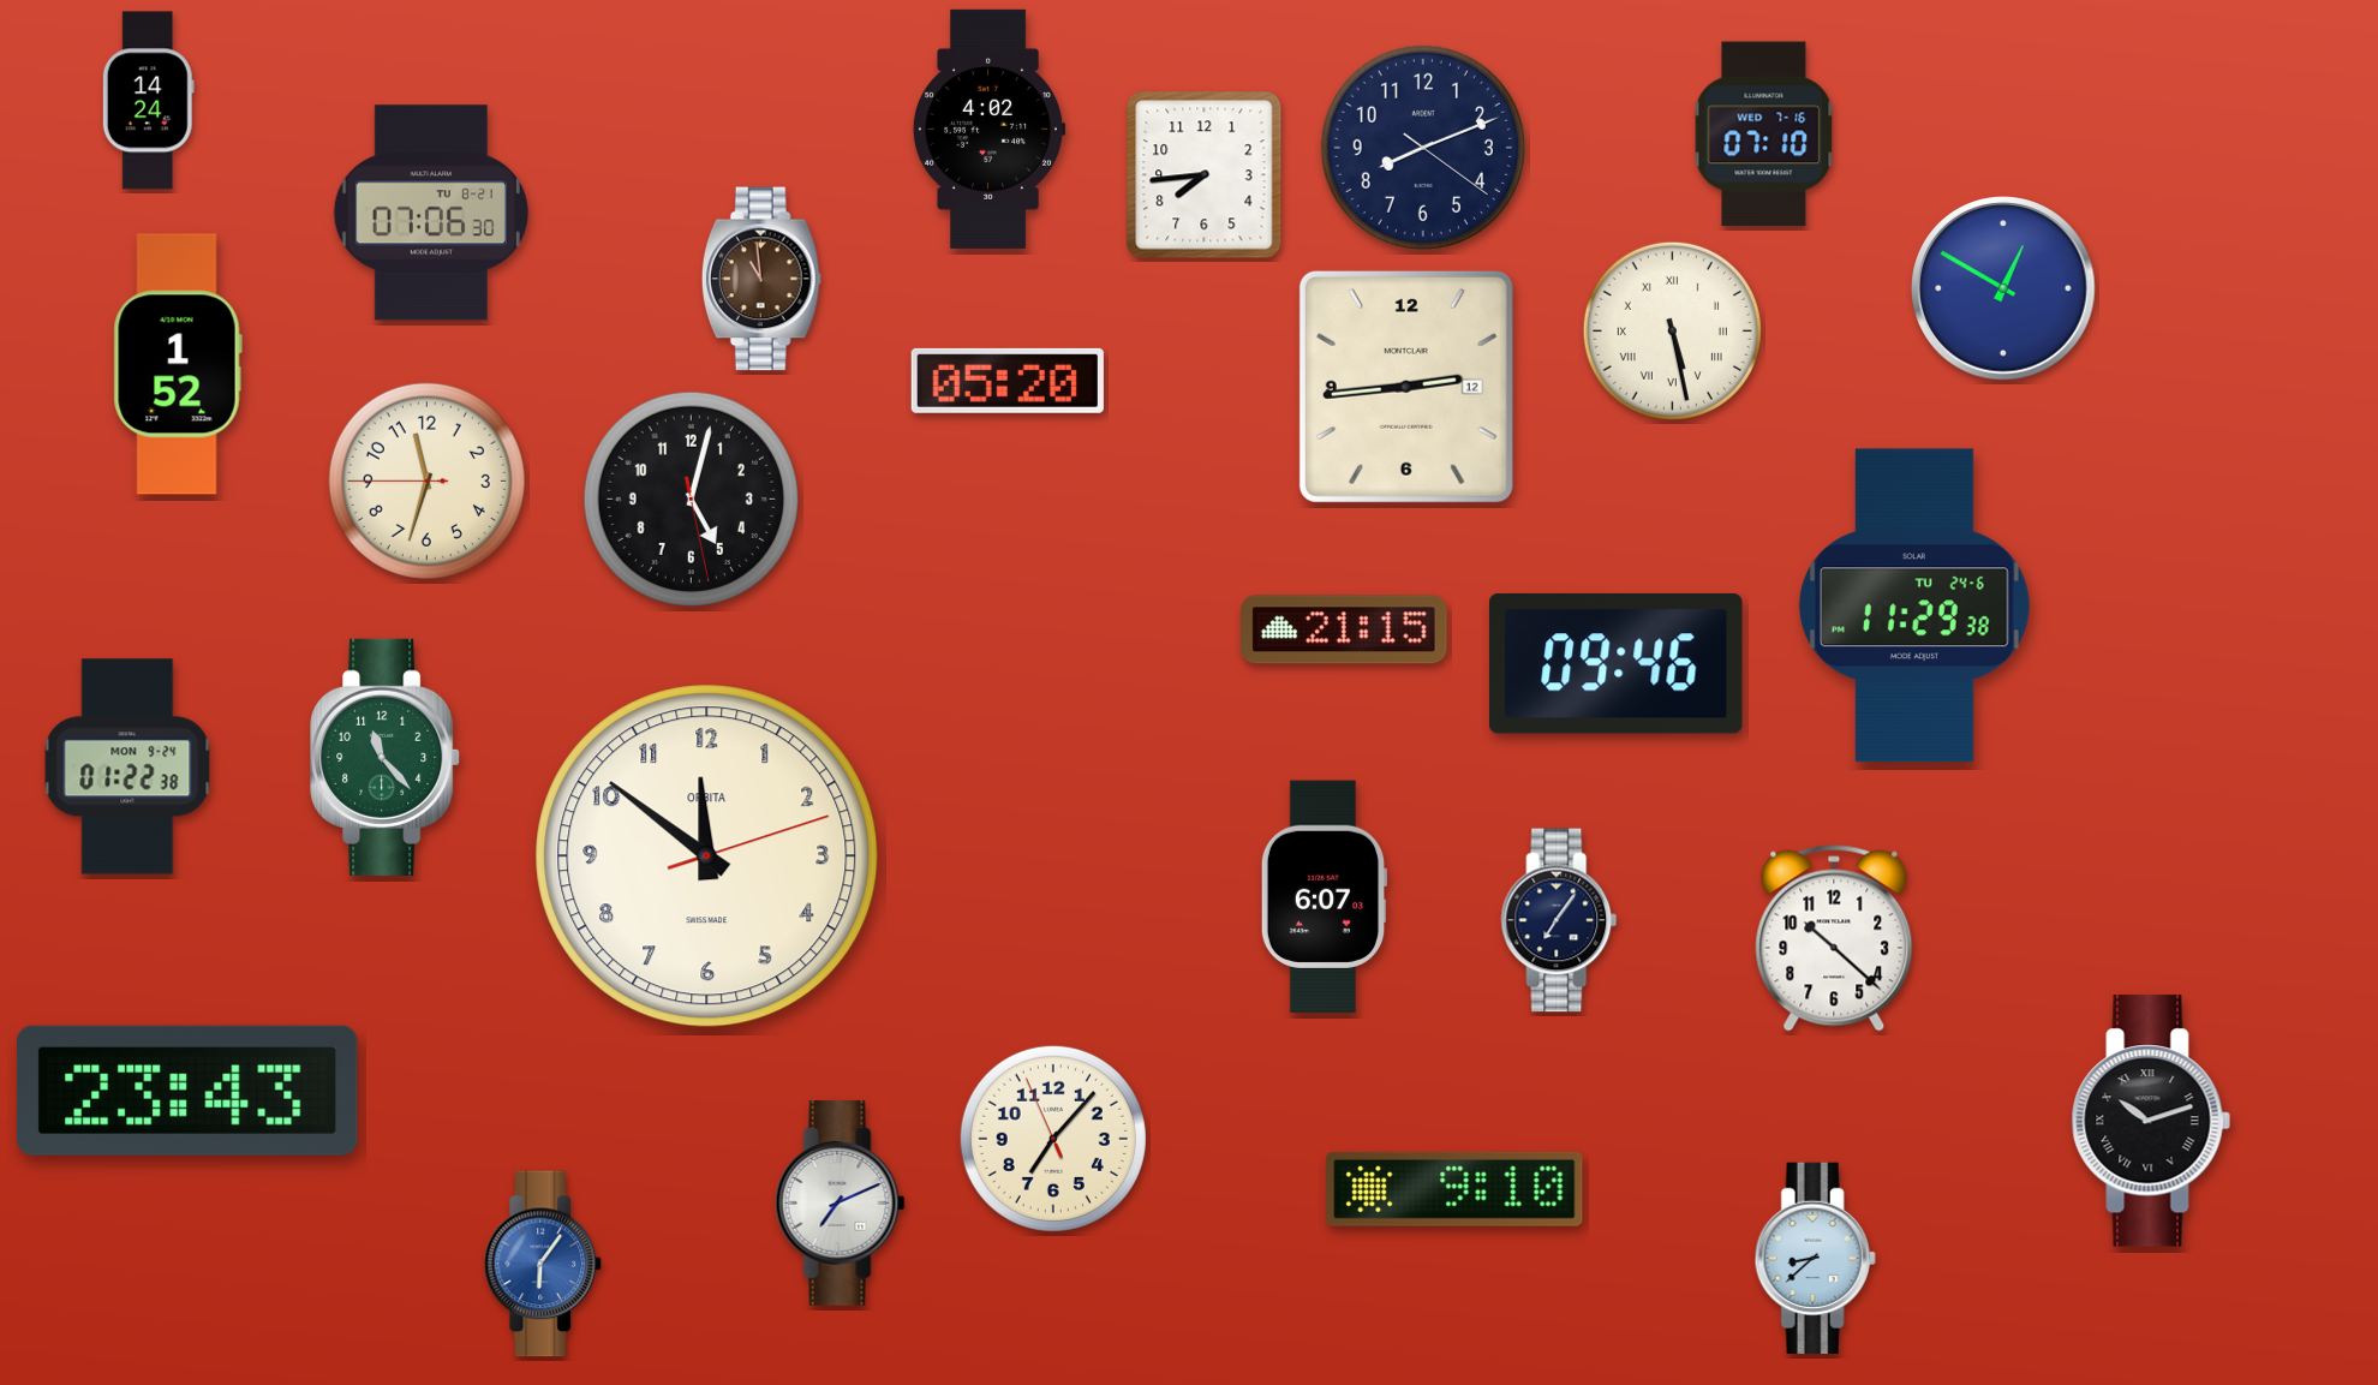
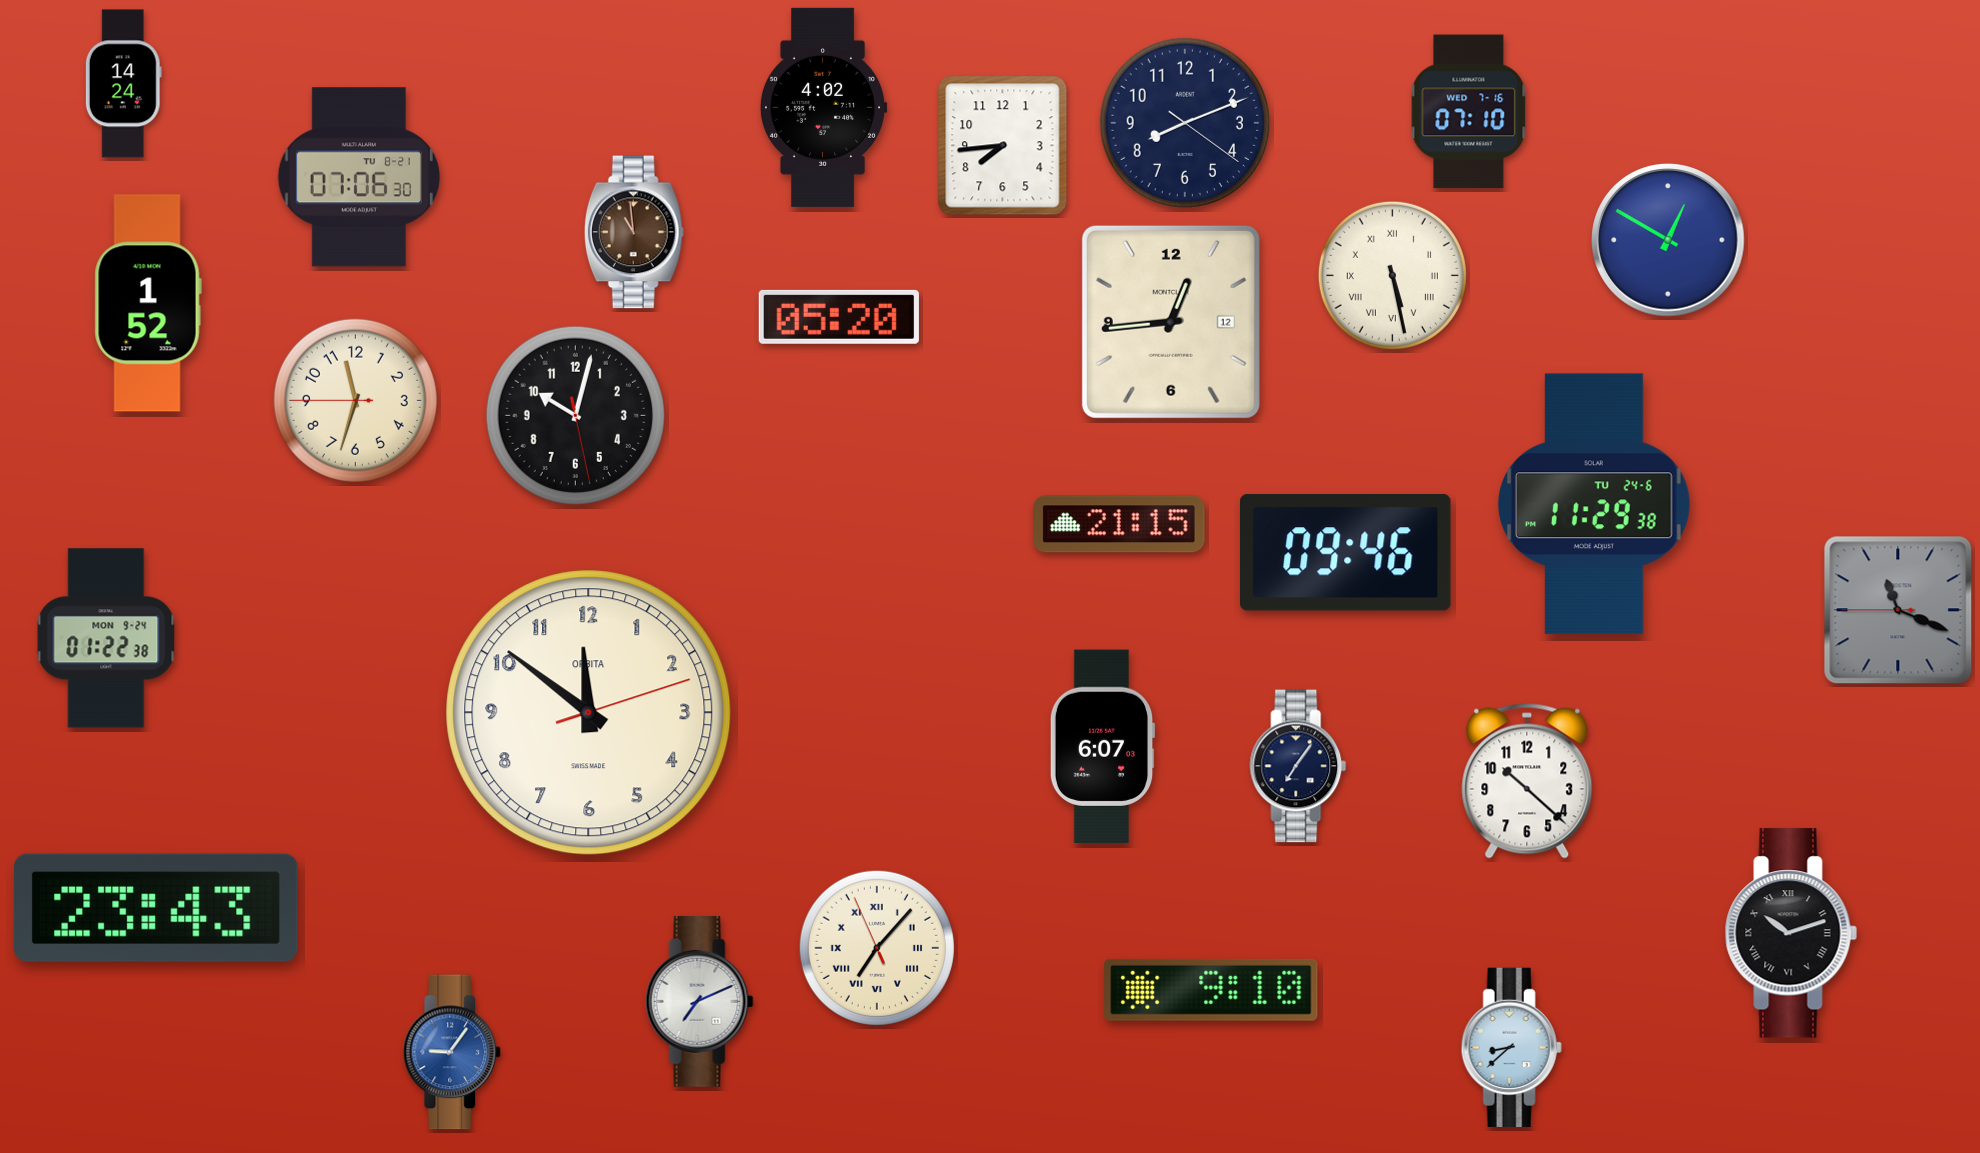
clock at (1406, 387): 2:44 -> 12:44
clock at (691, 499): 5:02 -> 10:02
clock at (1898, 610): none -> 11:18
clock at (386, 757): 11:23 -> none
clock at (1053, 1139) numerals: Arabic -> Roman
clock at (543, 1264): 6:06 -> 9:06
